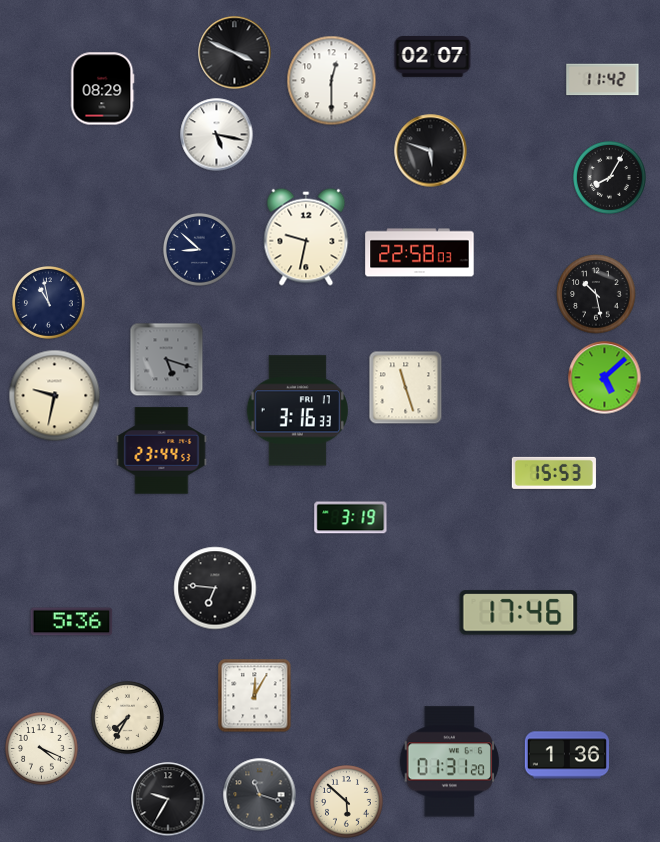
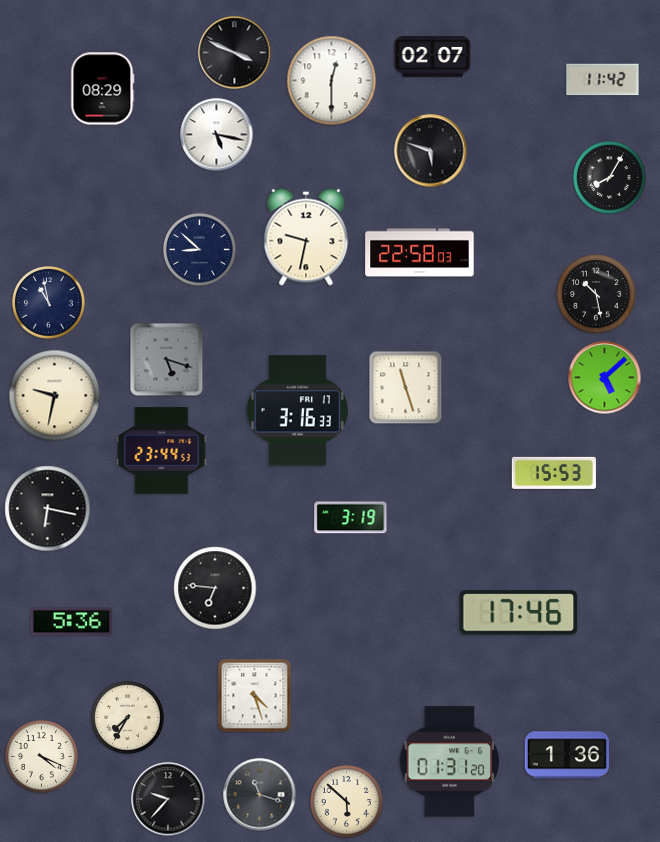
clock at (48, 509): none -> 6:17
clock at (255, 696): 12:05 -> 4:27
clock at (42, 749) position: (42, 749) -> (42, 757)
clock at (168, 799): 9:35 -> 9:37
